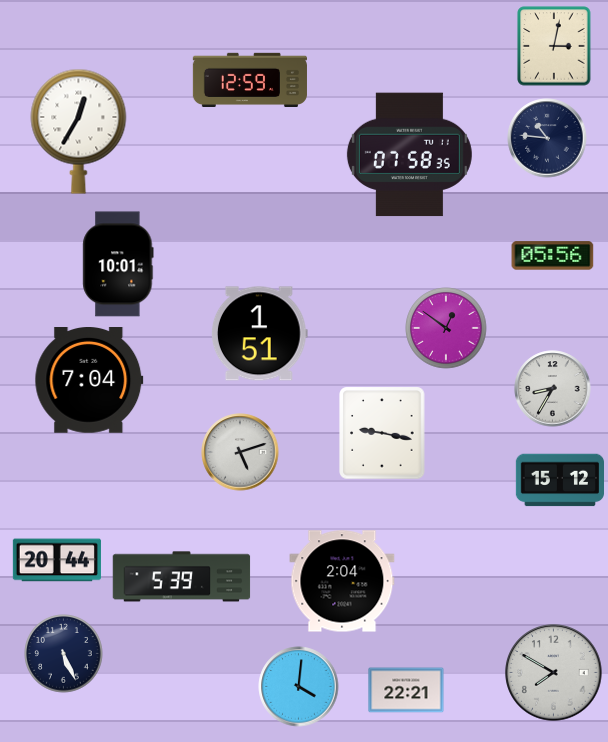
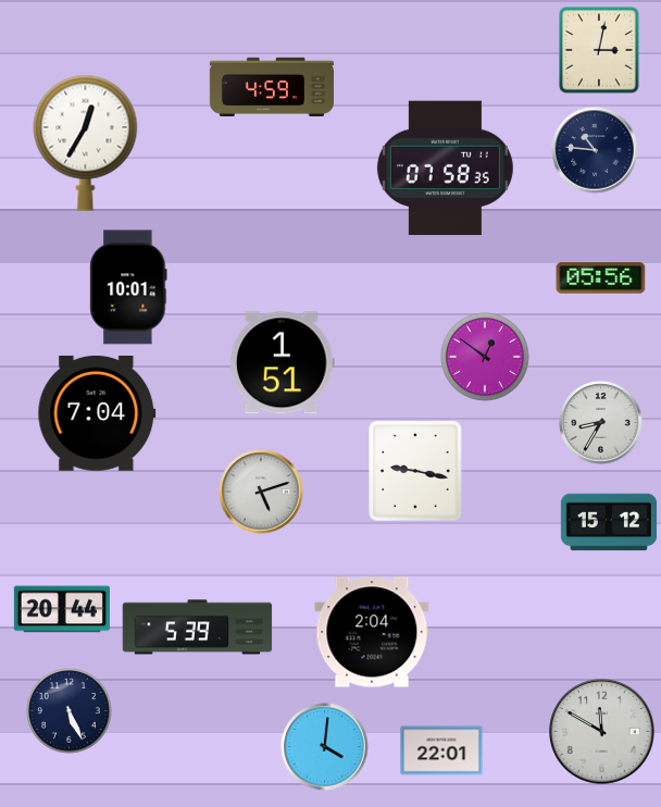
clock at (554, 46) position: (554, 46) -> (599, 50)
clock at (250, 79): 12:59 -> 4:59
clock at (554, 673): 7:50 -> 11:50
clock at (406, 690): 22:21 -> 22:01
